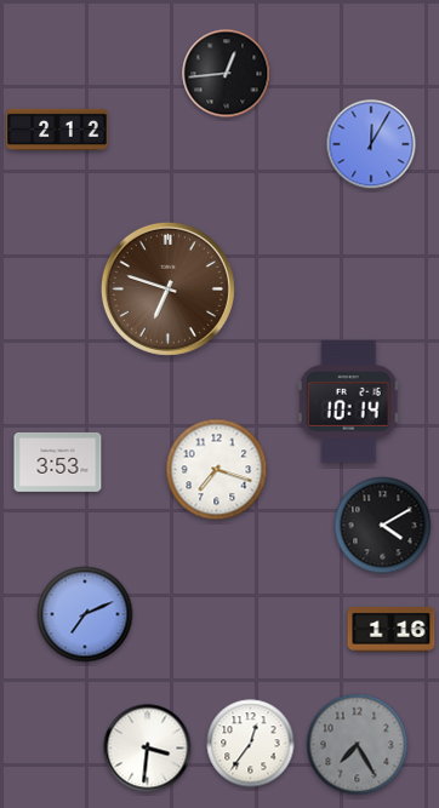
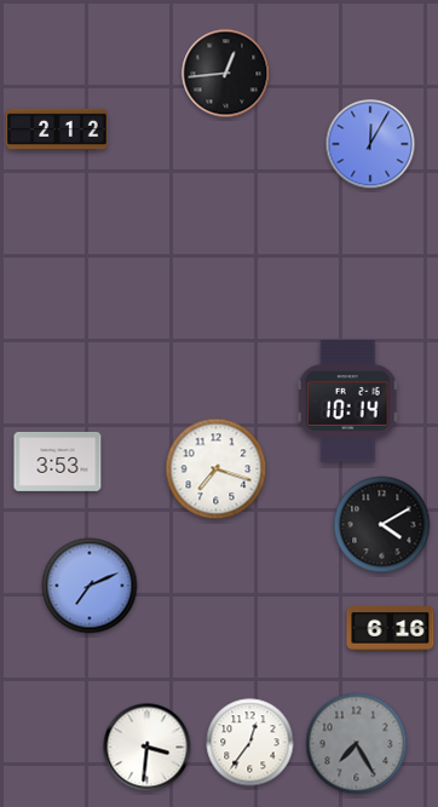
clock at (167, 288): 6:48 -> none
clock at (85, 614) position: (85, 614) -> (90, 586)
clock at (392, 630): 1:16 -> 6:16
